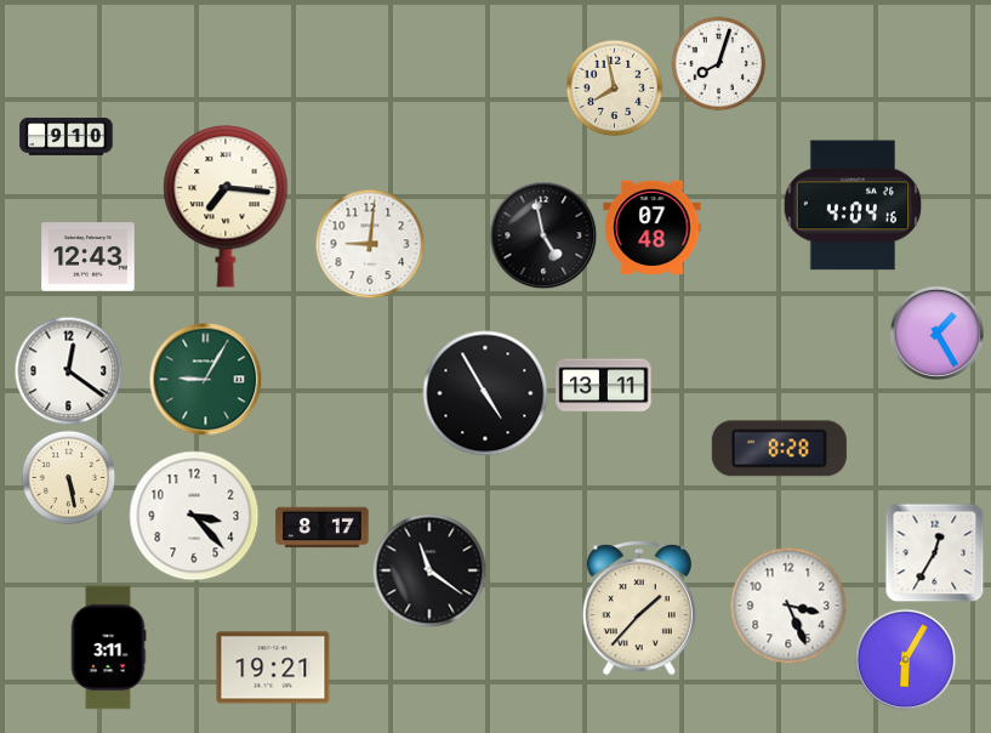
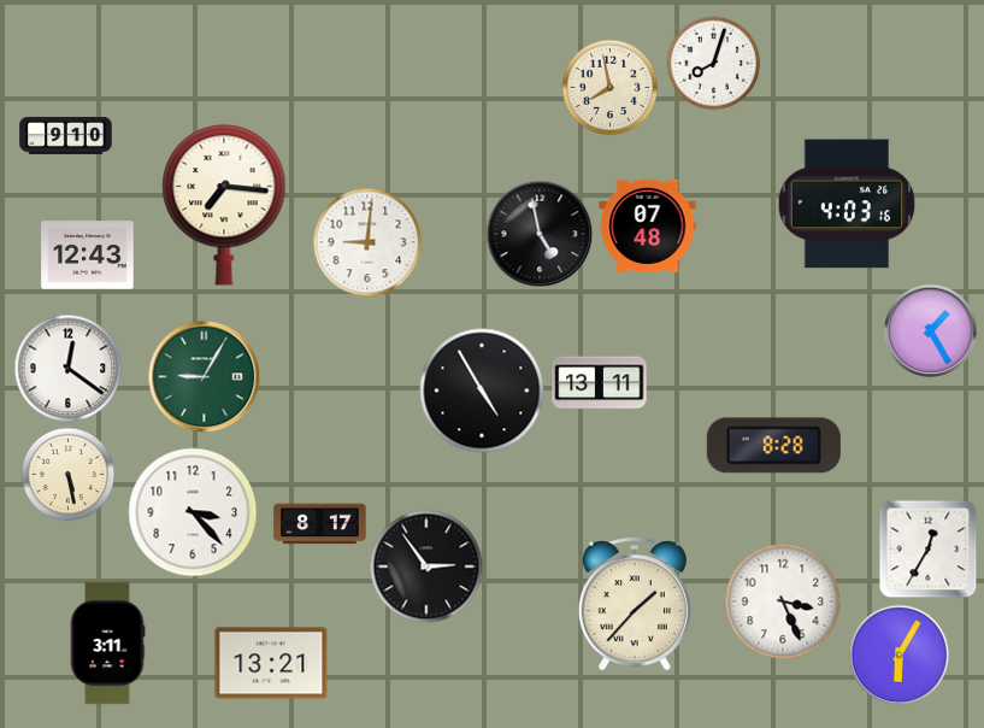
clock at (853, 205): 4:04 -> 4:03
clock at (429, 570): 11:21 -> 2:54
clock at (273, 667): 19:21 -> 13:21
